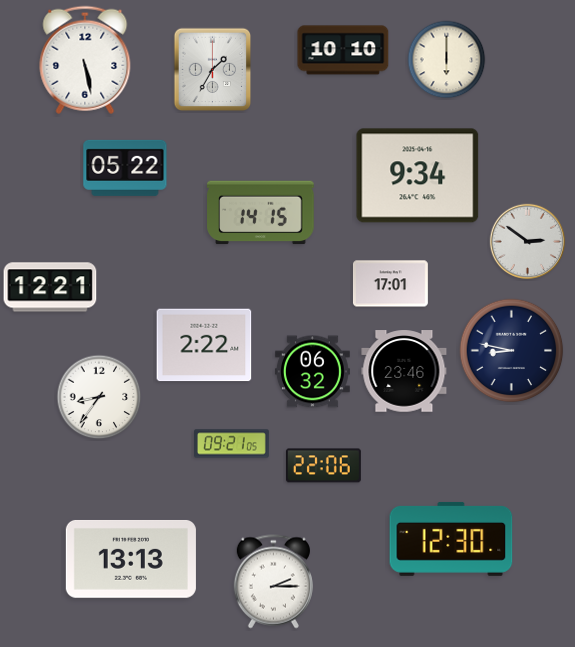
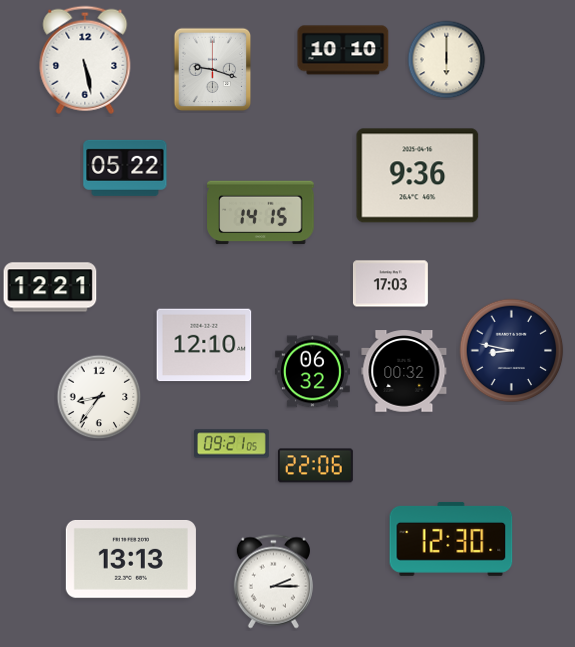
clock at (213, 70): 1:35 -> 9:18
clock at (418, 176): 9:34 -> 9:36
clock at (528, 242): 2:51 -> none
clock at (390, 284): 17:01 -> 17:03
clock at (204, 345): 2:22 -> 12:10
clock at (404, 371): 23:46 -> 00:32
clock at (323, 466) position: (323, 466) -> (315, 466)
